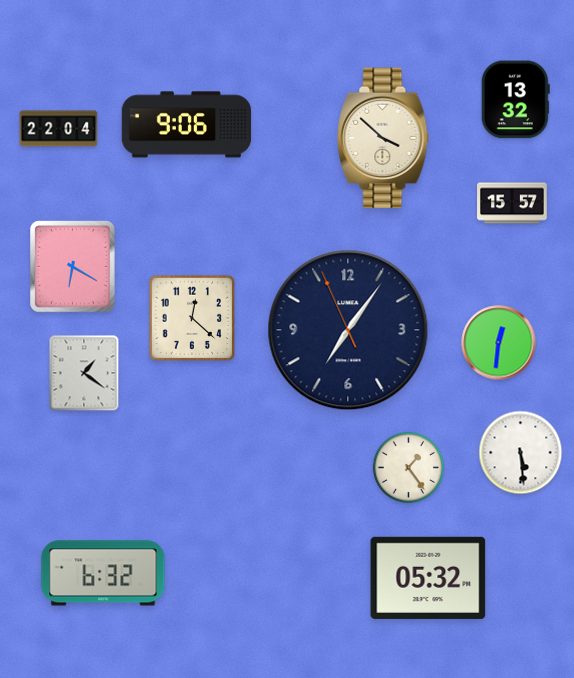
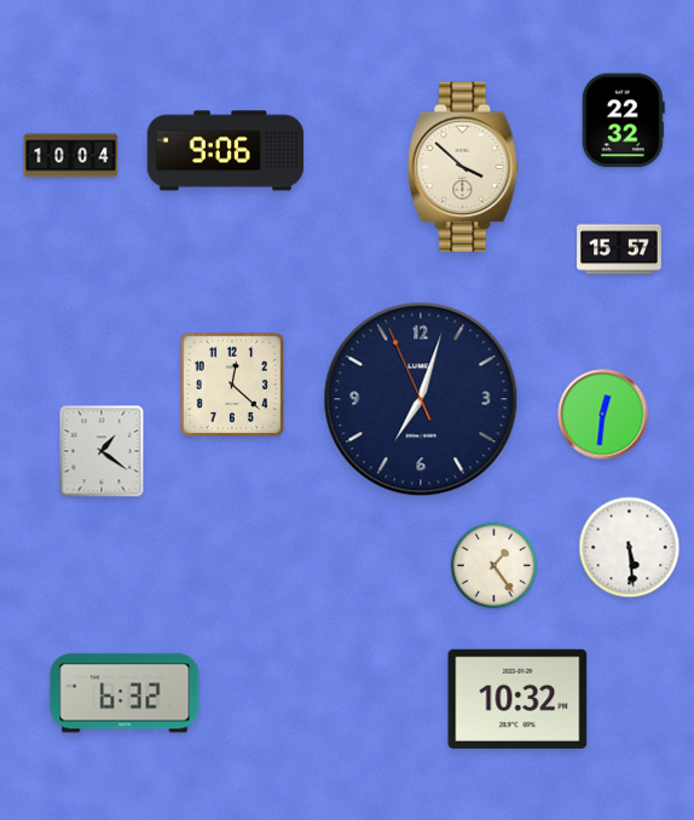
clock at (515, 100): 13:32 -> 22:32
clock at (59, 129): 22:04 -> 10:04
clock at (512, 203) position: (512, 203) -> (619, 249)
clock at (73, 267): 6:20 -> none
clock at (348, 330): 7:05 -> 7:02
clock at (428, 578): 05:32 -> 10:32
